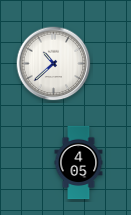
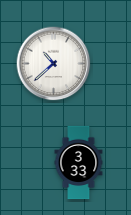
clock at (79, 163): 4:05 -> 3:33
